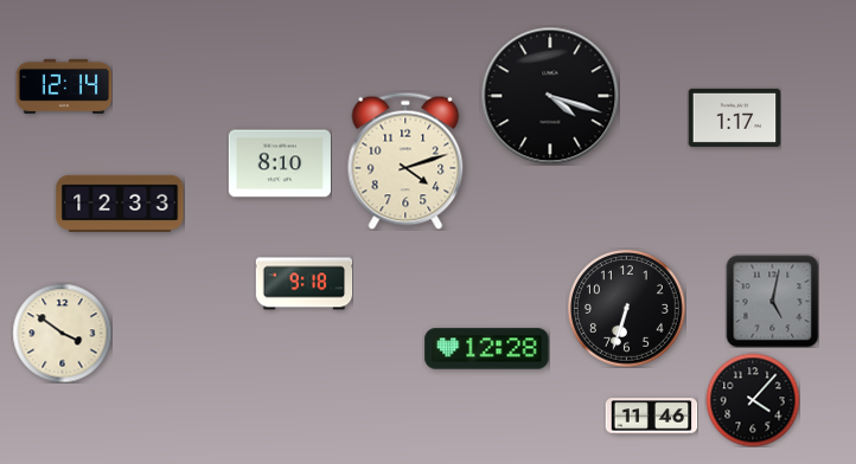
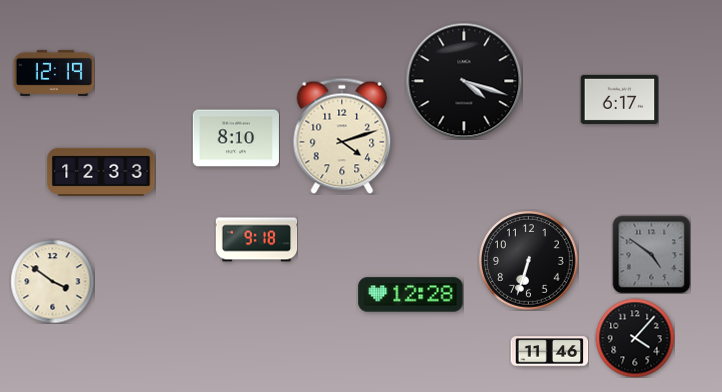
clock at (64, 86): 12:14 -> 12:19
clock at (734, 117): 1:17 -> 6:17
clock at (772, 301): 5:02 -> 4:51
